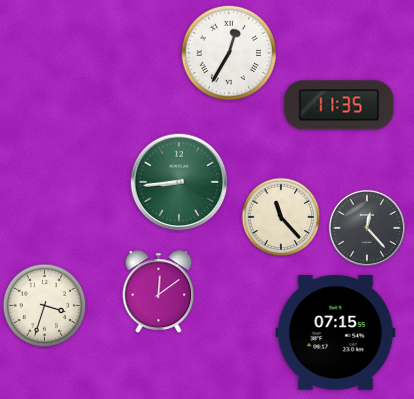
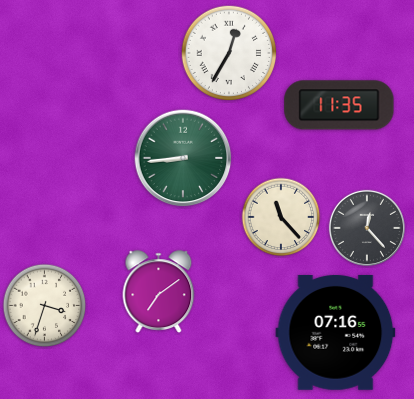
clock at (179, 182) position: (179, 182) -> (183, 158)
clock at (159, 291): 12:09 -> 7:09
clock at (336, 332): 07:15 -> 07:16
